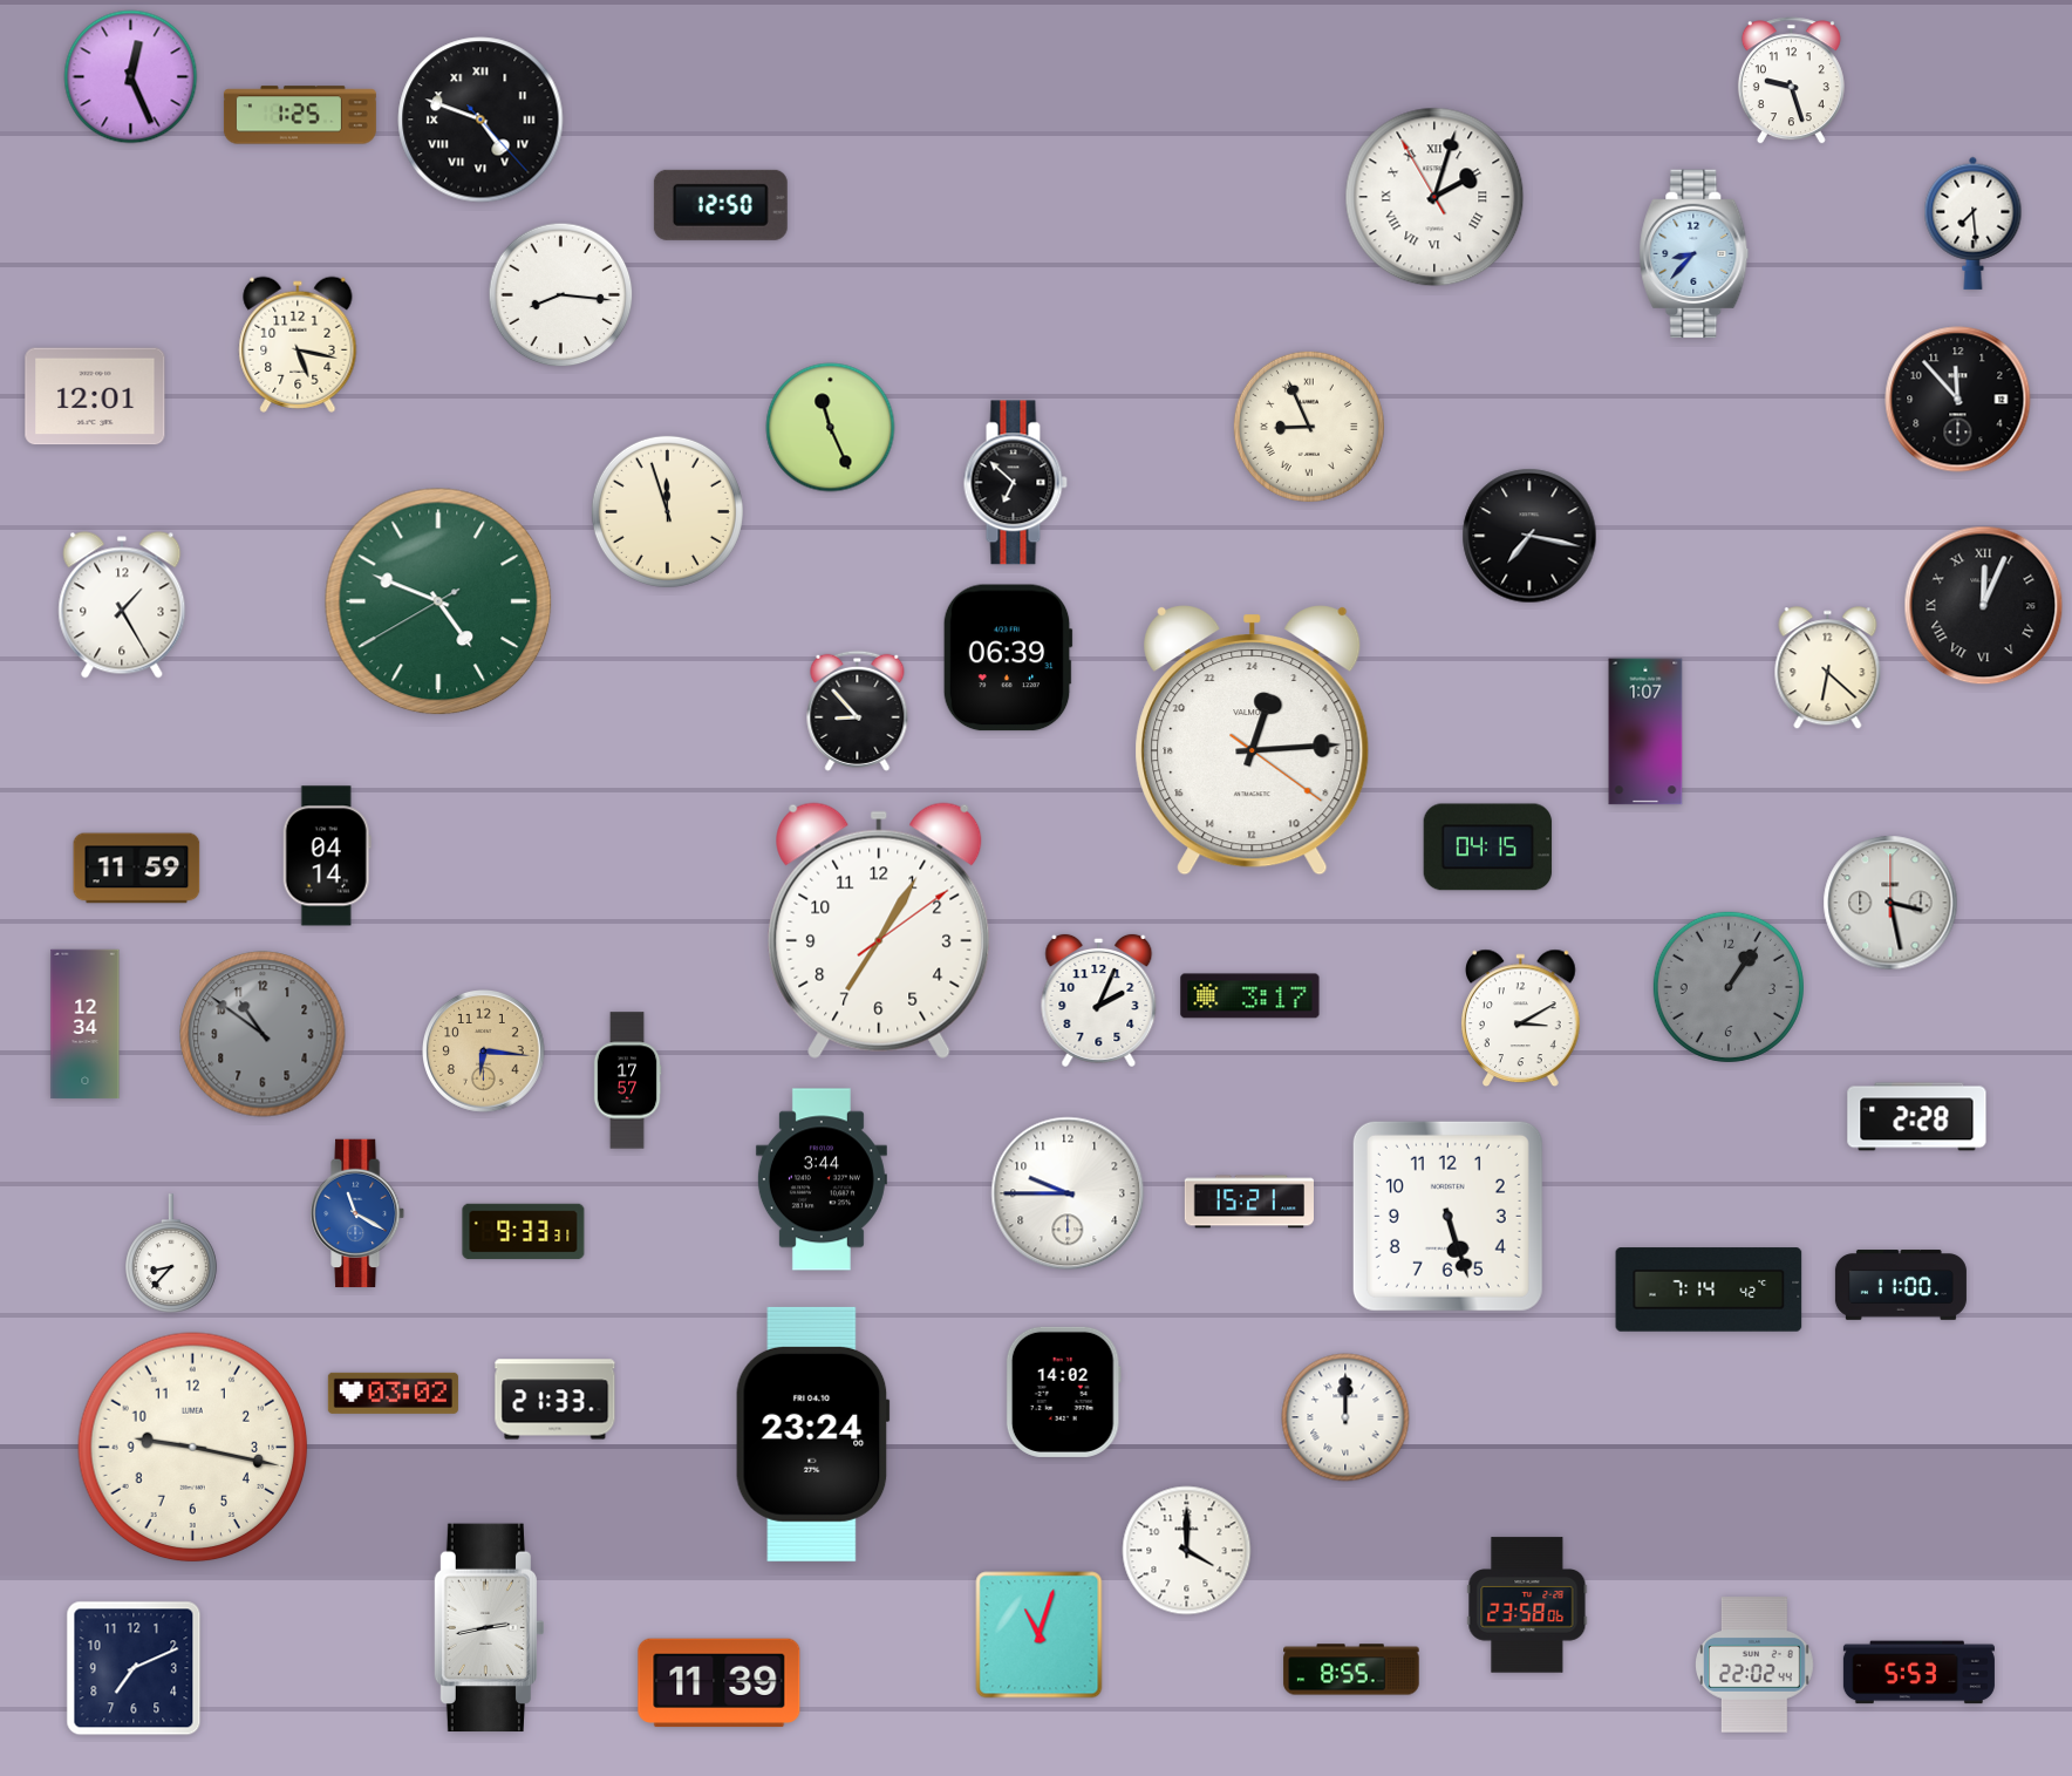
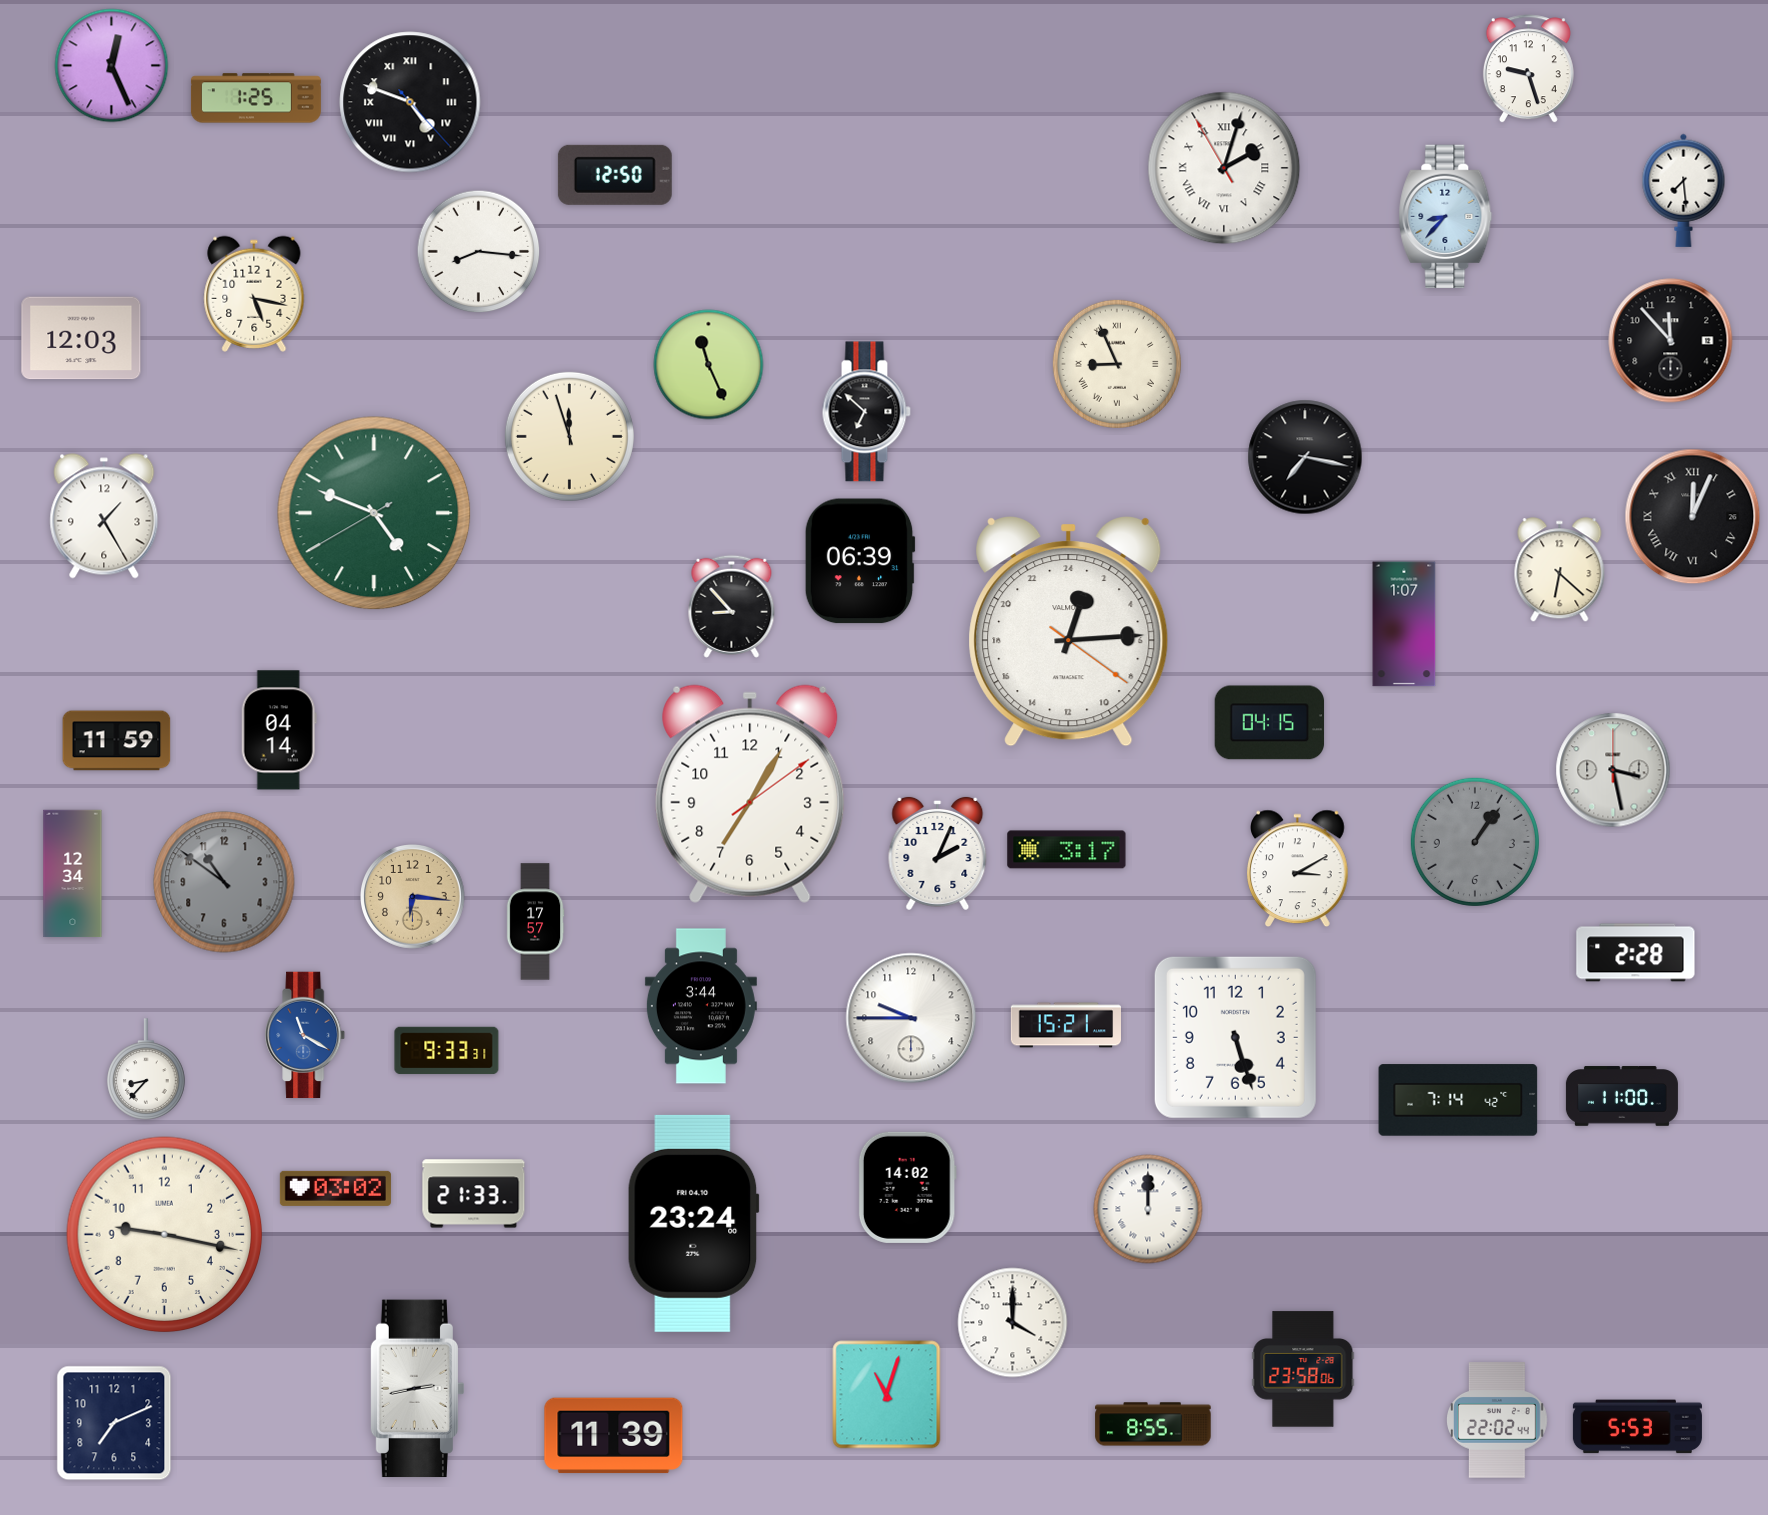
clock at (95, 396): 12:01 -> 12:03
